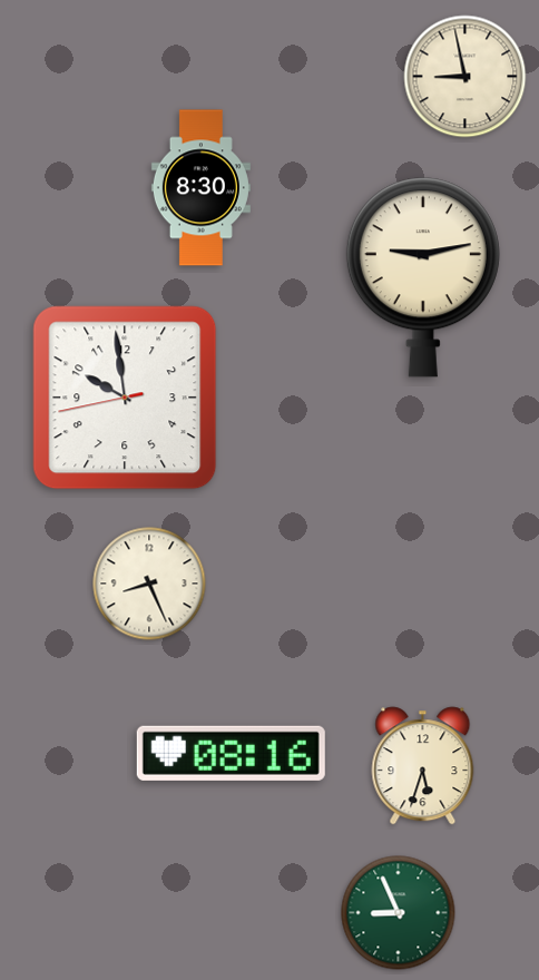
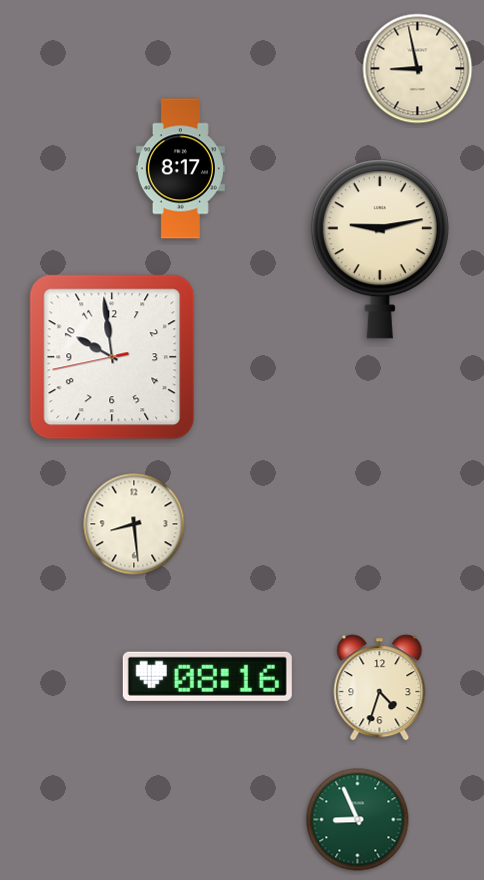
clock at (200, 188): 8:30 -> 8:17
clock at (149, 584): 8:26 -> 8:29
clock at (423, 766): 5:33 -> 4:33
